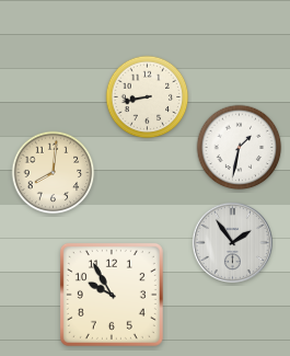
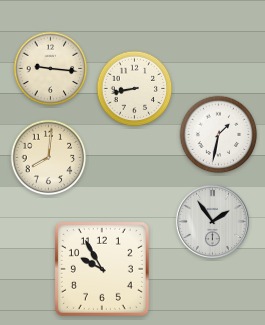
clock at (51, 69): none -> 9:16
